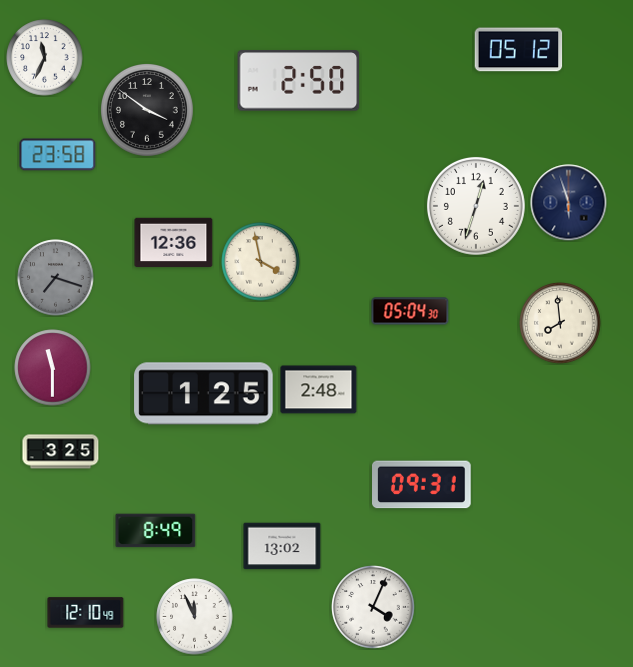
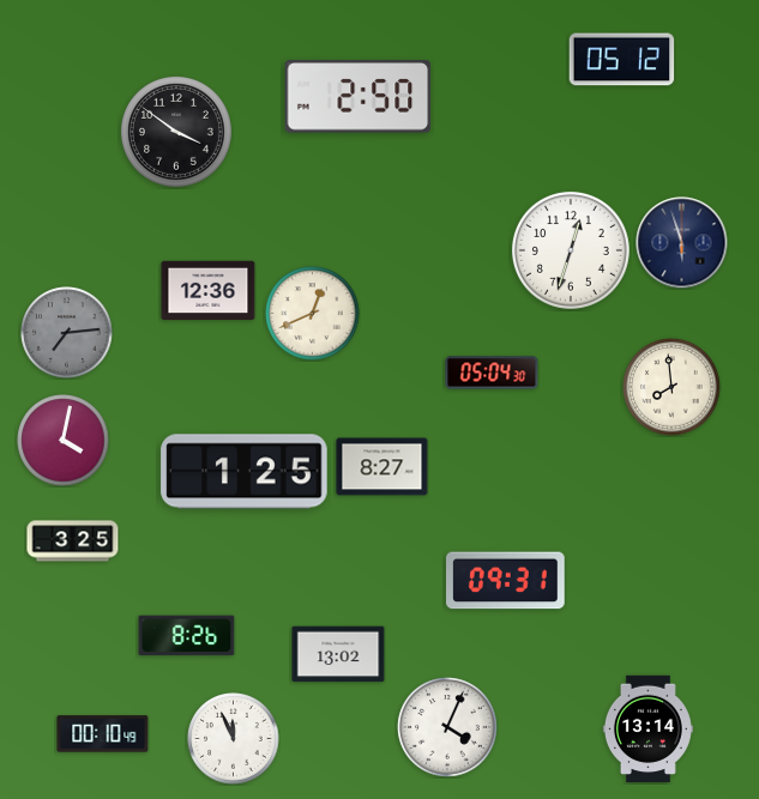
clock at (45, 58): 11:34 -> none
clock at (58, 155): 23:58 -> none
clock at (476, 206) position: (476, 206) -> (571, 250)
clock at (261, 262): 3:58 -> 12:41
clock at (56, 278): 7:18 -> 7:14
clock at (53, 368): 11:30 -> 4:02
clock at (319, 390): 2:48 -> 8:27
clock at (156, 531): 8:49 -> 8:26
clock at (647, 730): none -> 13:14
clock at (86, 613): 12:10 -> 00:10
